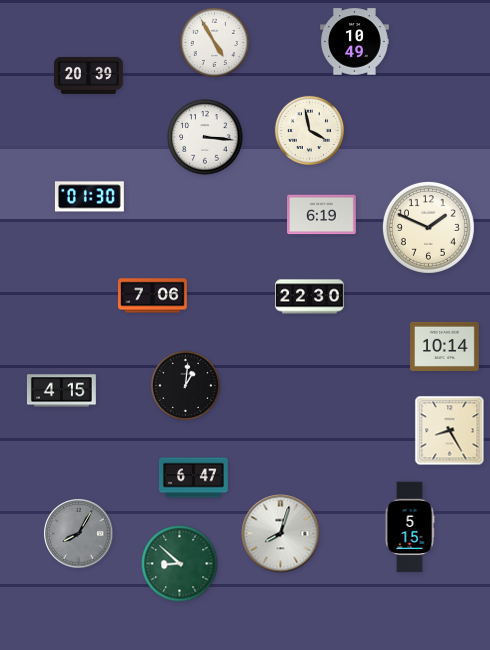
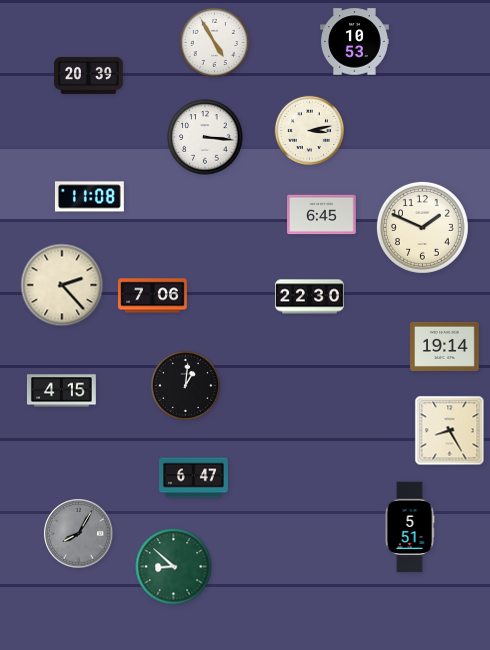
clock at (355, 42): 10:49 -> 10:53
clock at (309, 130): 3:58 -> 3:13
clock at (89, 197): 01:30 -> 11:08
clock at (322, 215): 6:19 -> 6:45
clock at (428, 227) position: (428, 227) -> (422, 227)
clock at (62, 285): none -> 2:23
clock at (445, 346): 10:14 -> 19:14
clock at (410, 527): 5:15 -> 5:51
clock at (281, 534): 8:03 -> none
clock at (180, 564) position: (180, 564) -> (174, 567)
